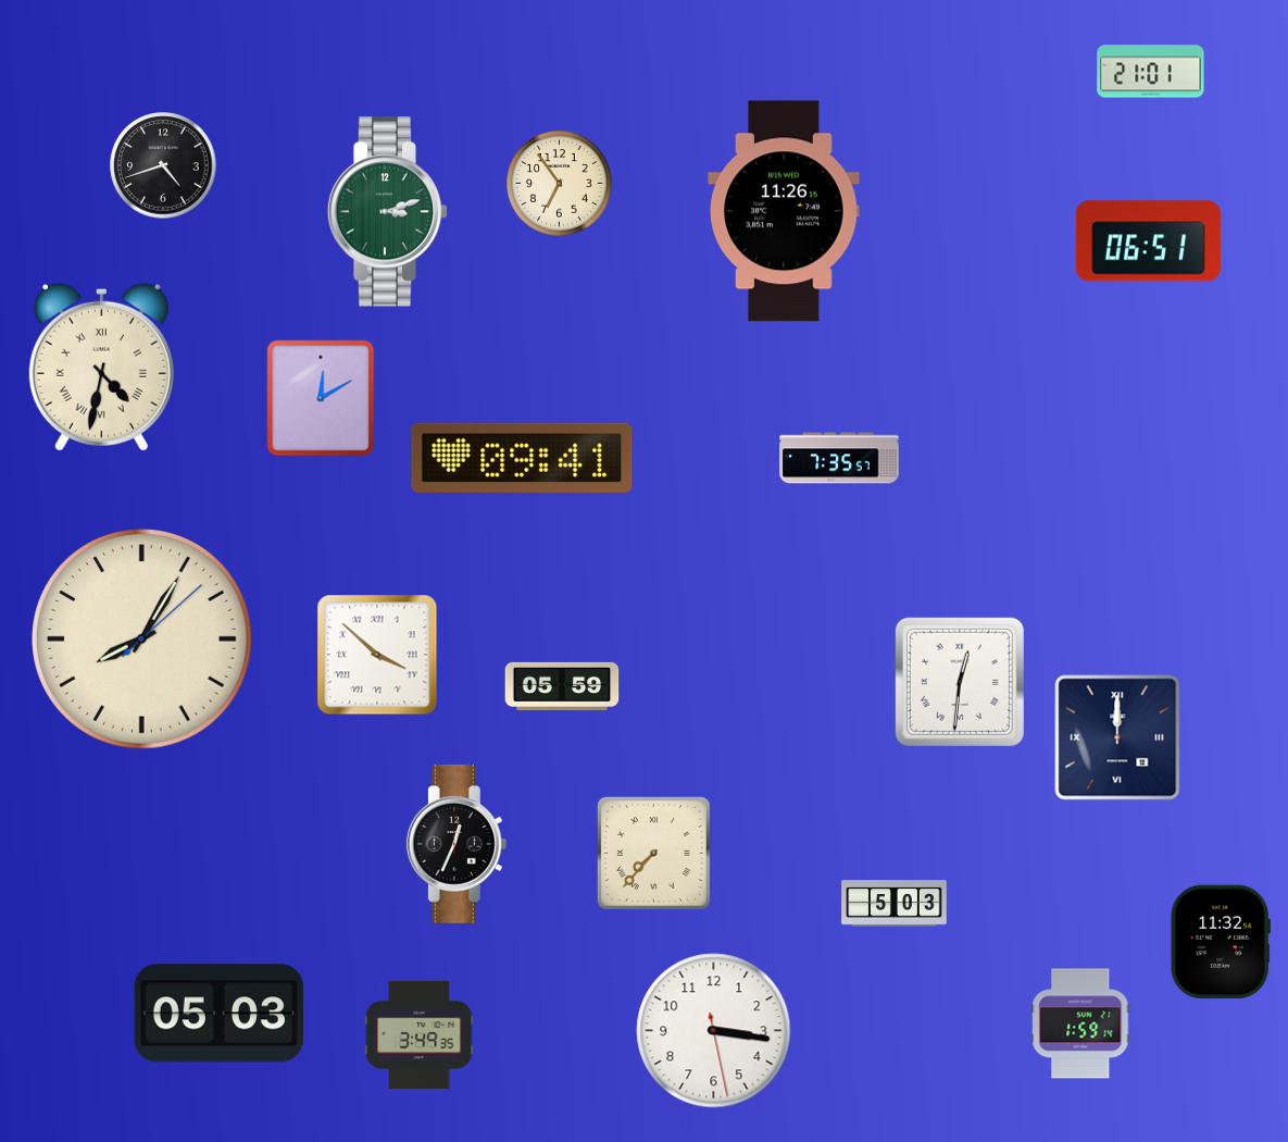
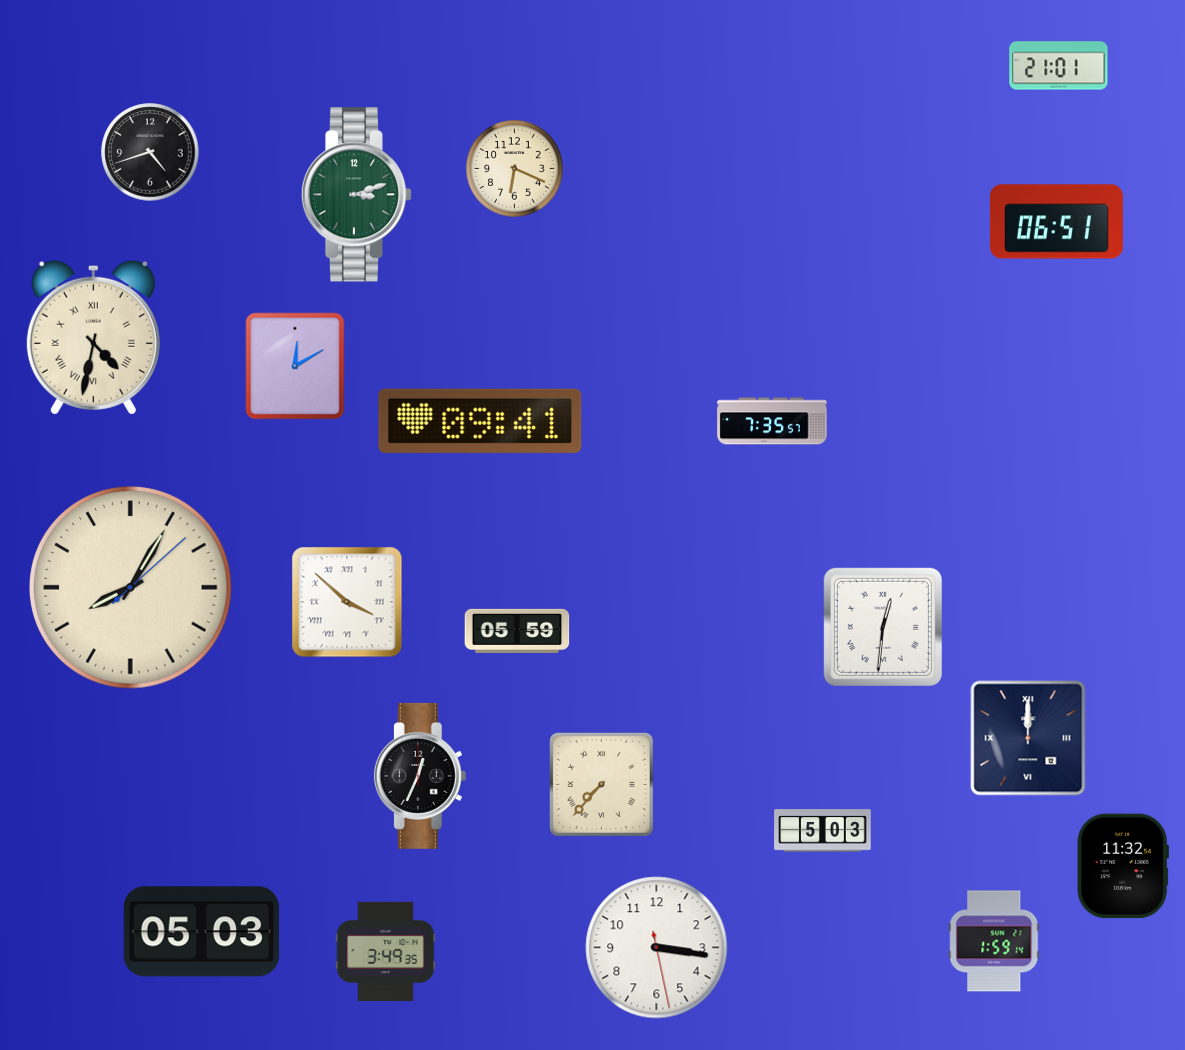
clock at (560, 184): 6:54 -> 6:19
clock at (784, 211): 11:26 -> none
clock at (1117, 737) position: (1117, 737) -> (1028, 738)
